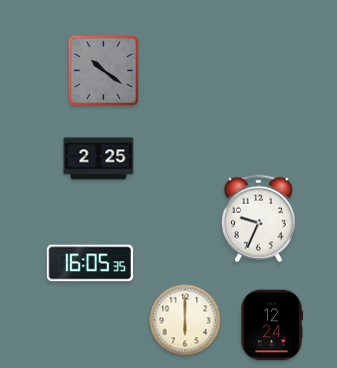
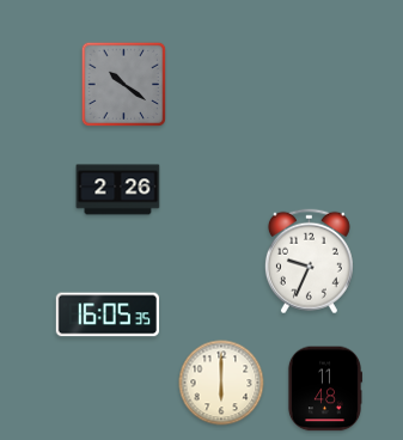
clock at (99, 159): 2:25 -> 2:26
clock at (271, 325): 12:24 -> 11:48
